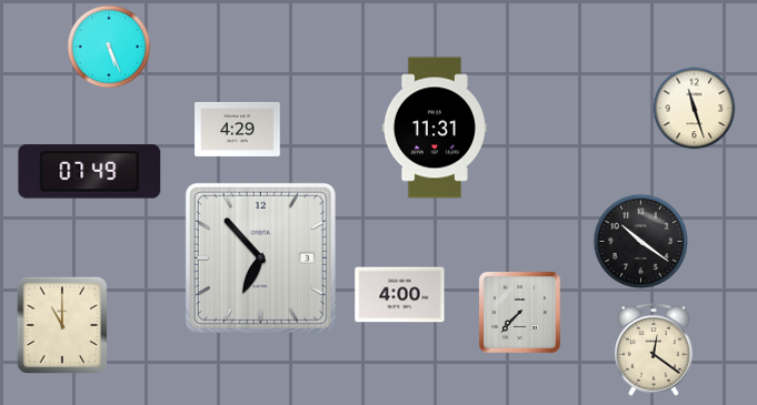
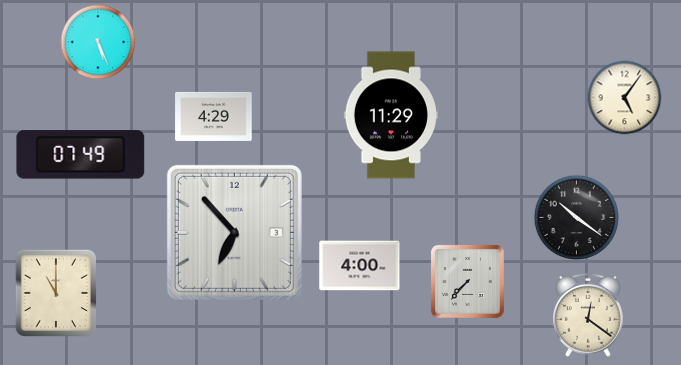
clock at (695, 109): 11:27 -> 5:06
clock at (435, 128): 11:31 -> 11:29
